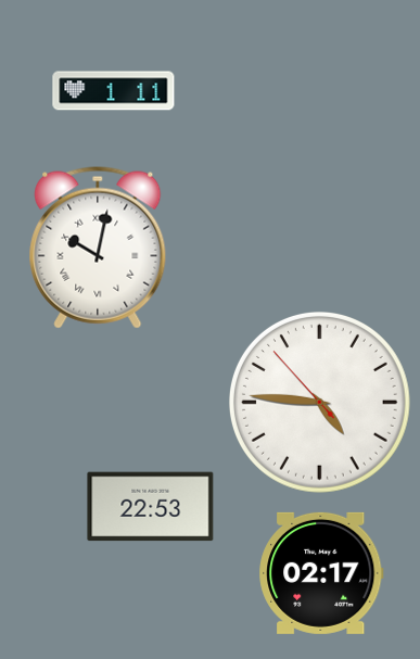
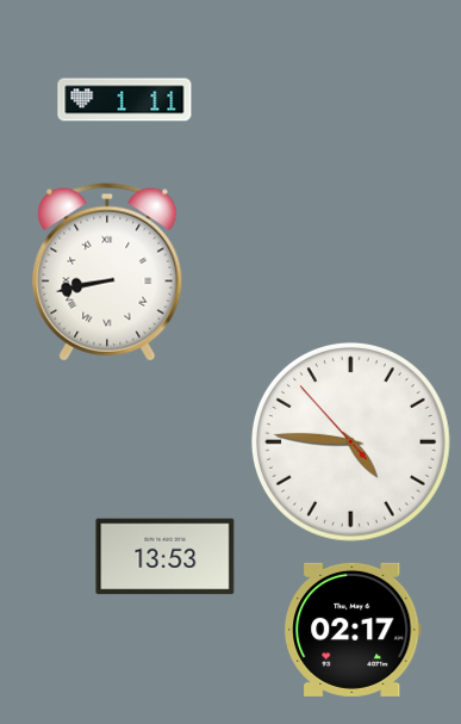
clock at (98, 248): 10:02 -> 8:43
clock at (151, 507): 22:53 -> 13:53
